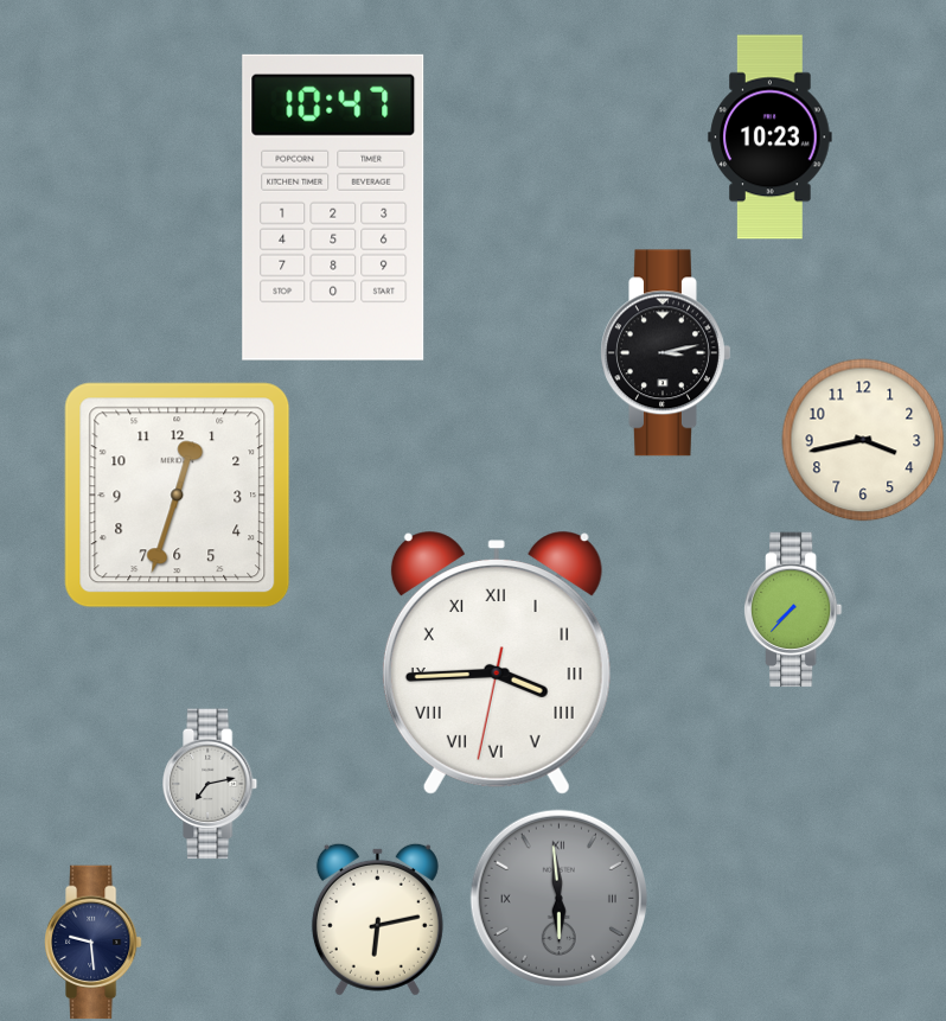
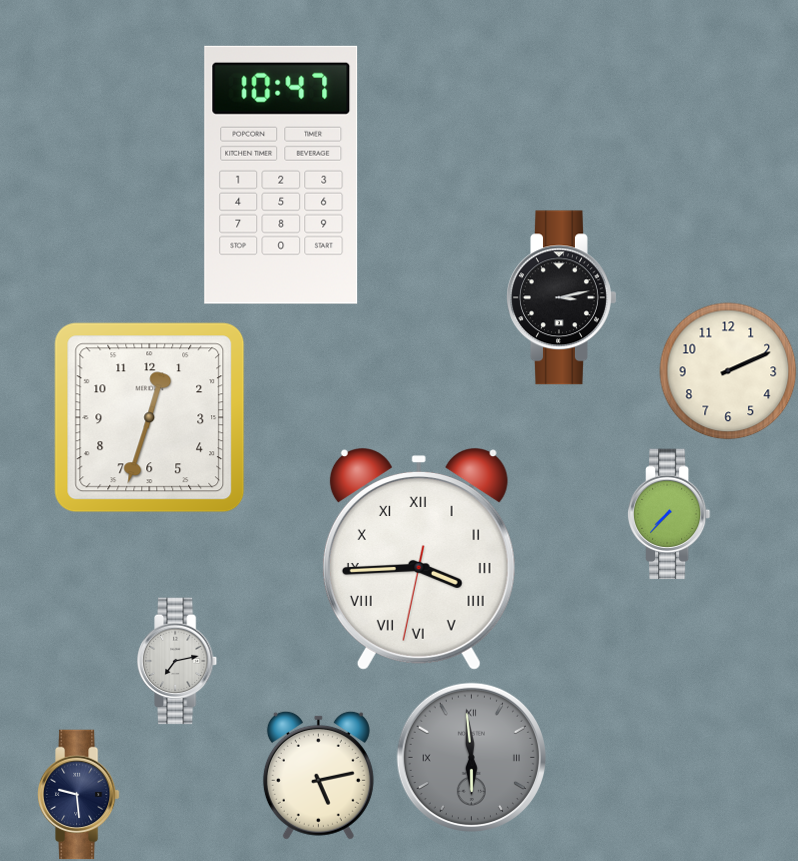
clock at (771, 138): 10:23 -> none
clock at (863, 440): 3:43 -> 2:11
clock at (377, 919): 6:13 -> 5:13
